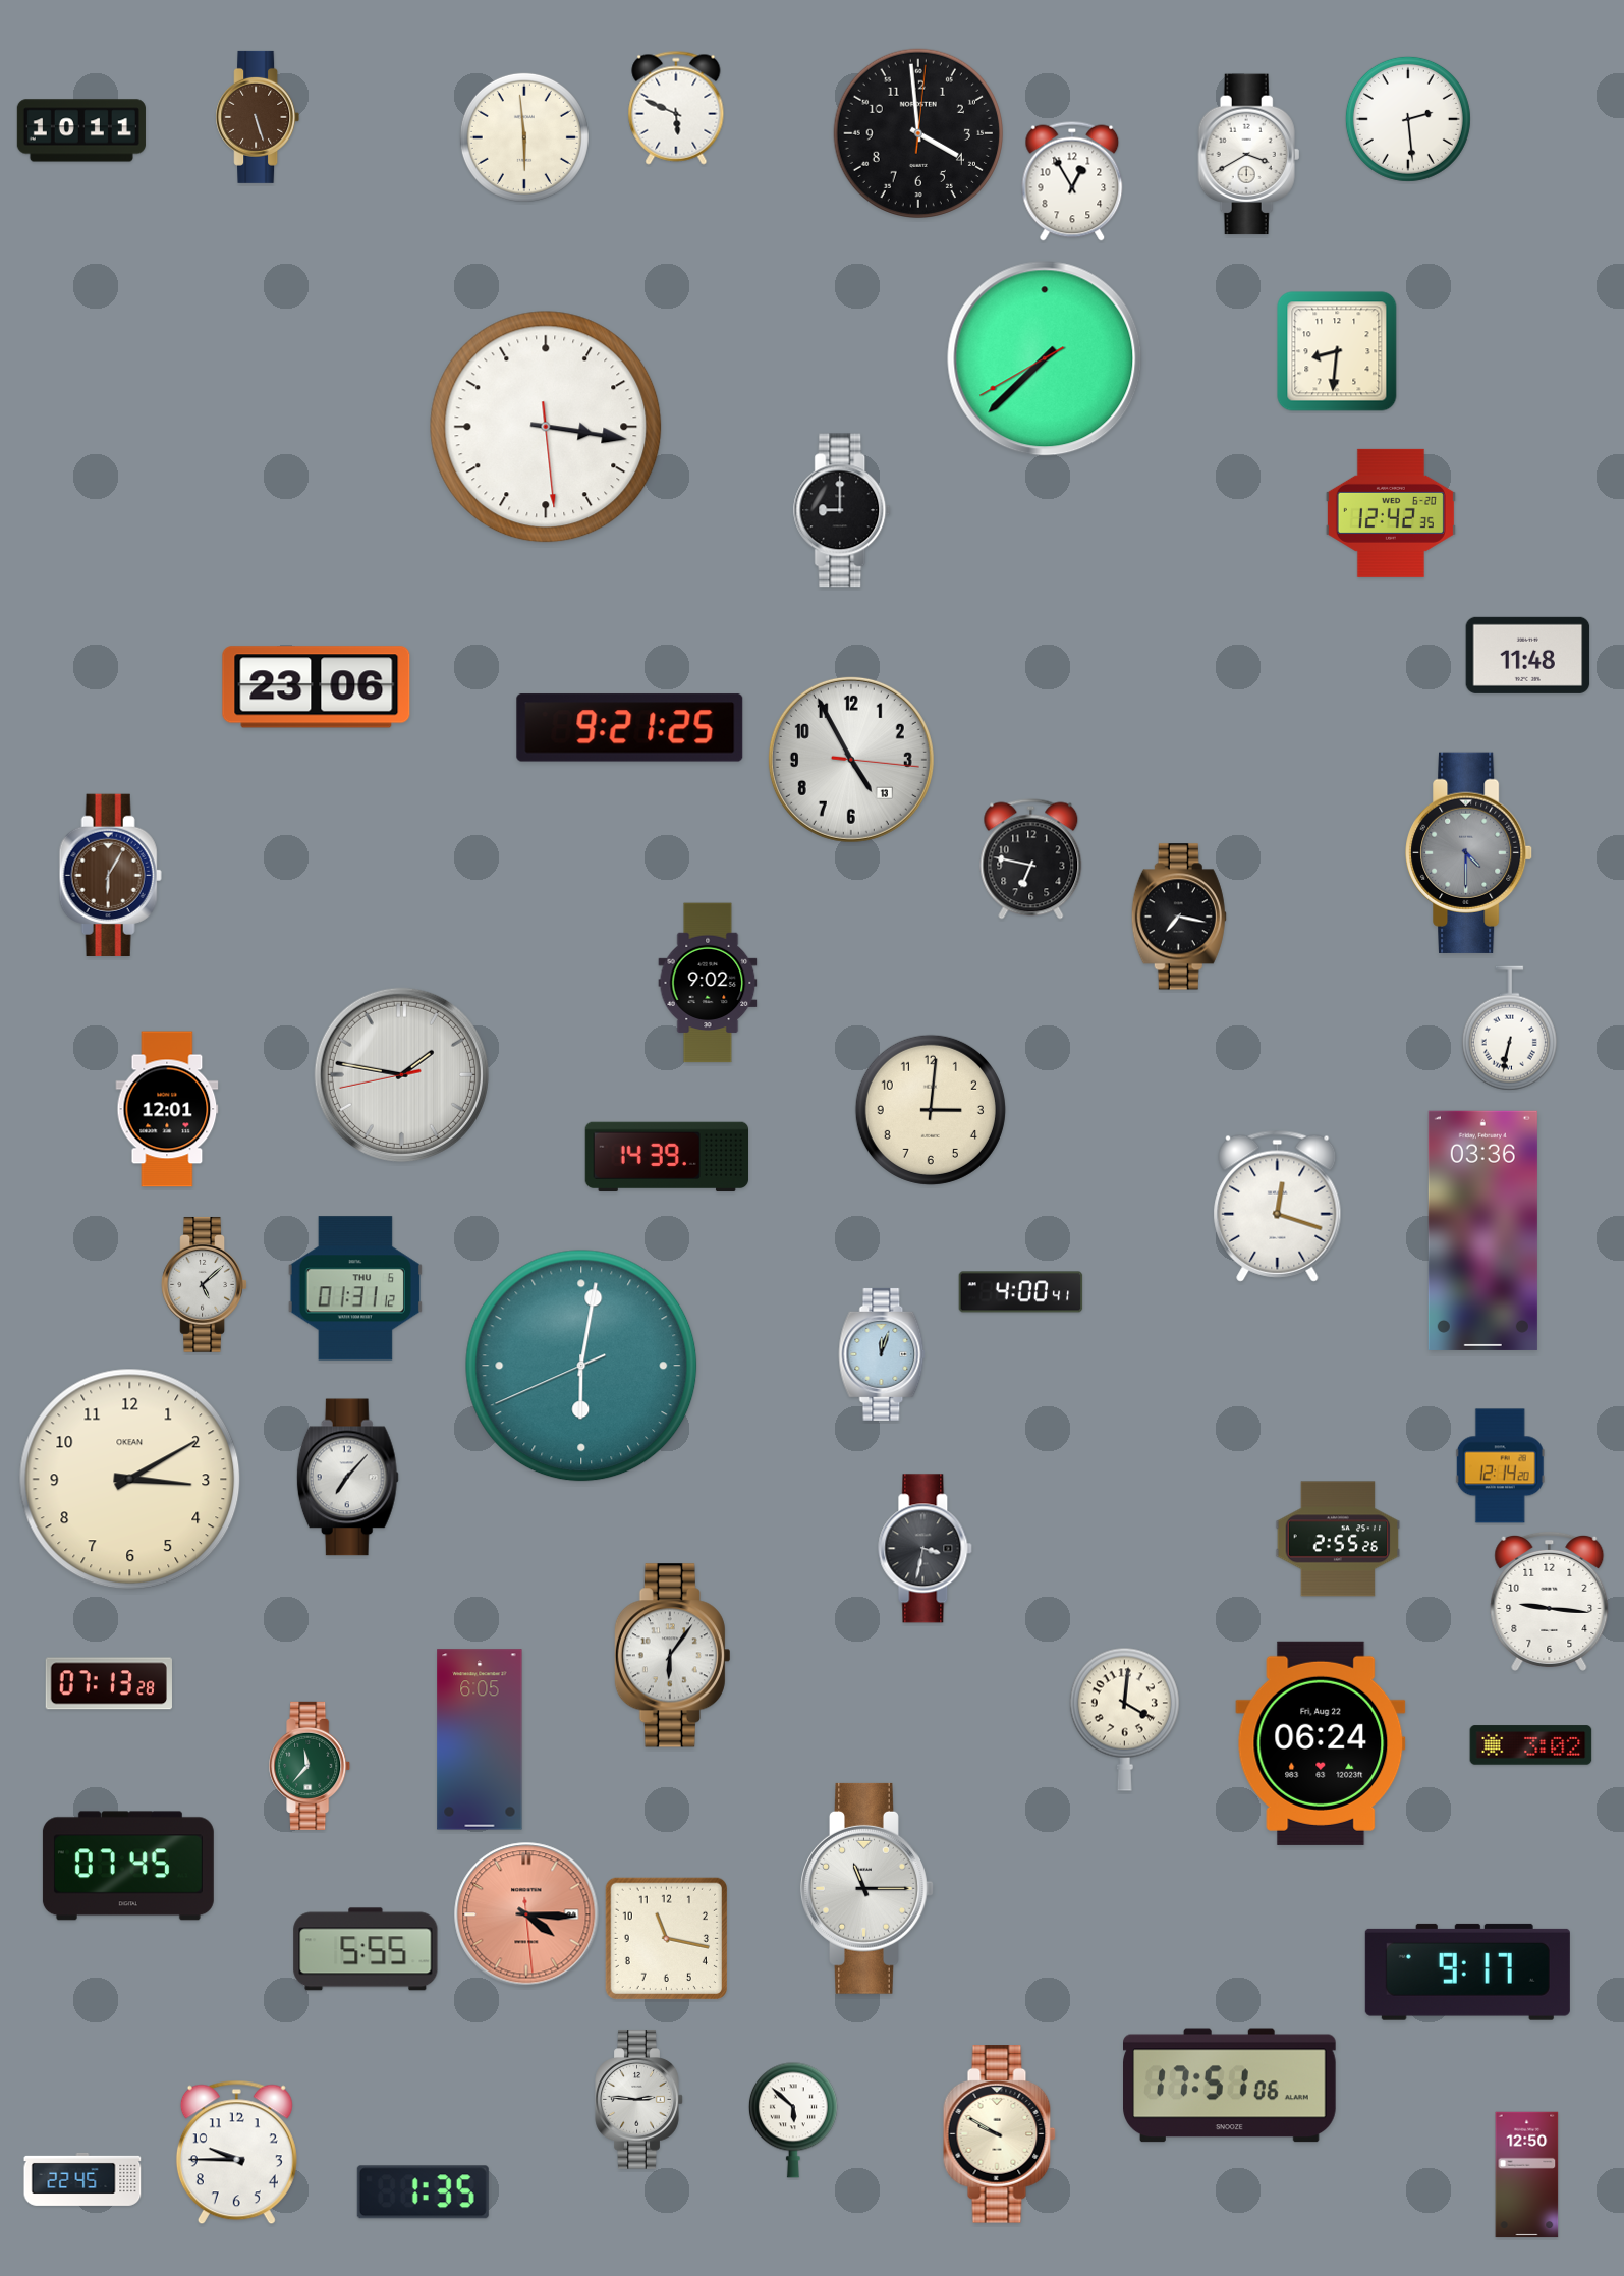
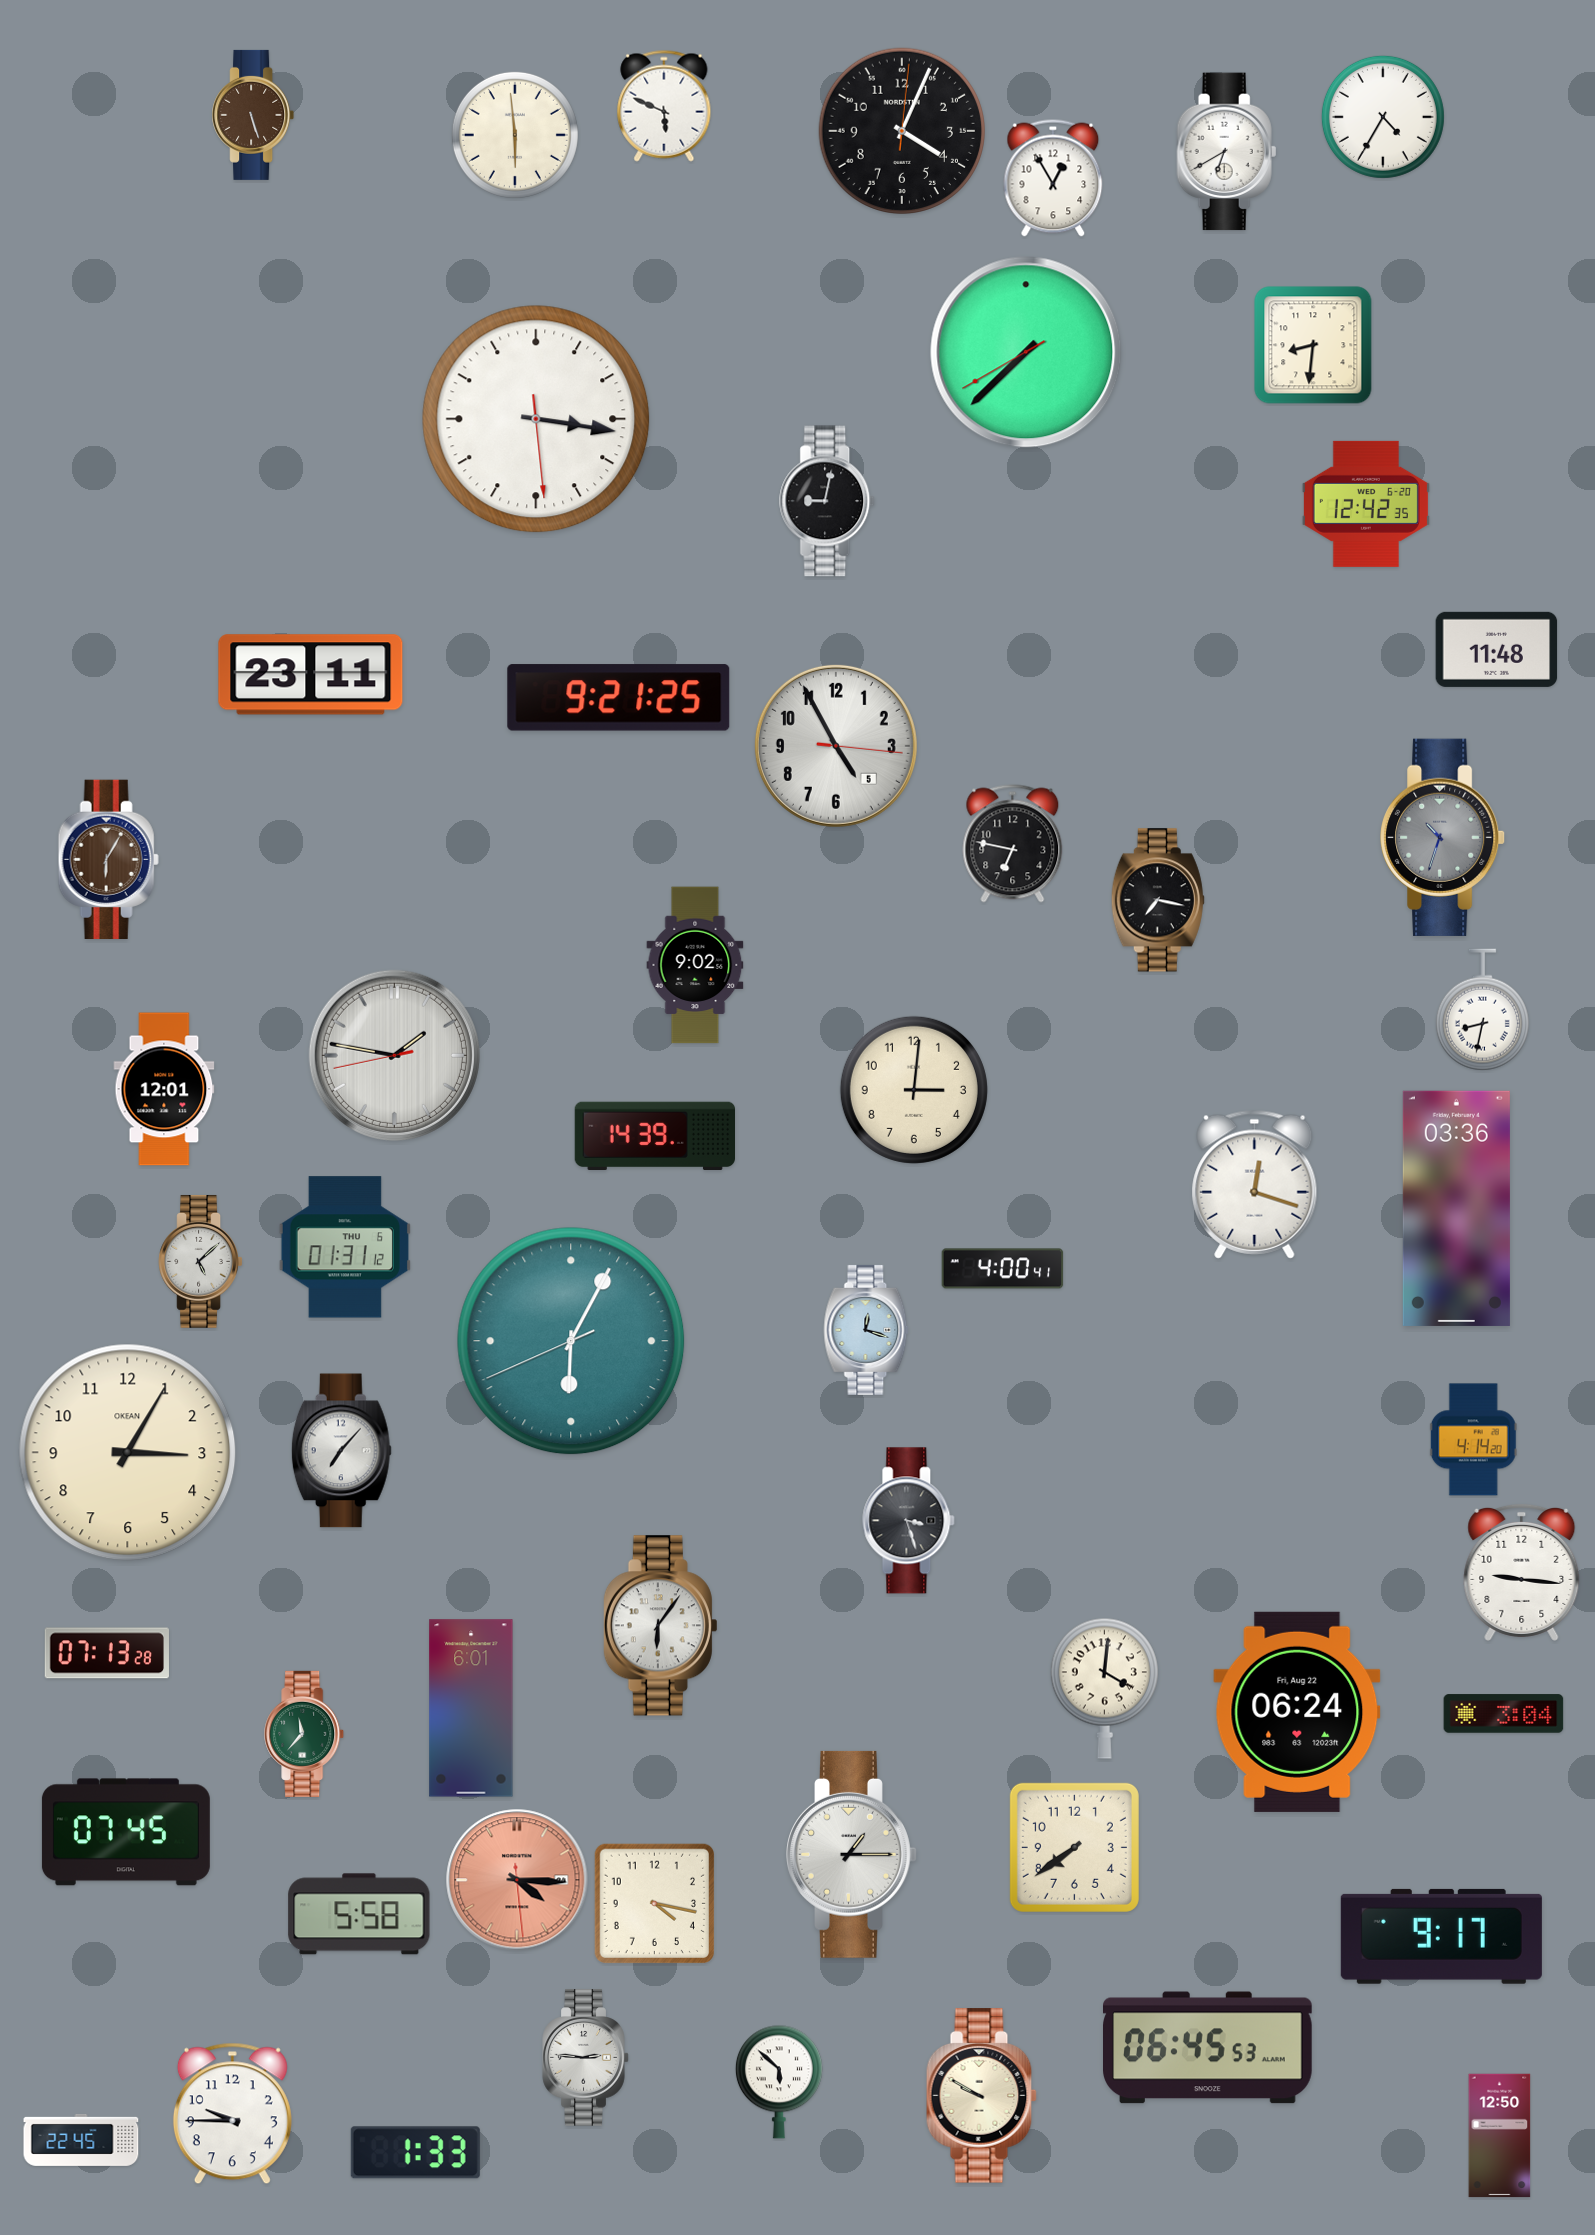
clock at (1408, 119): 2:29 -> 4:35
clock at (81, 130): 10:11 -> none
clock at (918, 133): 3:59 -> 4:04
clock at (1249, 155): 3:40 -> 6:40
clock at (843, 510): 9:00 -> 9:02
clock at (1528, 655) position: (1528, 655) -> (1497, 649)
clock at (317, 687): 23:06 -> 23:11
clock at (630, 728) position: (630, 728) -> (619, 698)
clock at (851, 760) date: 13 -> 5
clock at (1469, 852): 4:30 -> 10:33
clock at (1509, 1029): 6:32 -> 8:32
clock at (355, 1288) position: (355, 1288) -> (345, 1247)
clock at (882, 1354): 12:03 -> 12:18
clock at (581, 1366): 6:01 -> 6:04
clock at (1500, 1466): 12:14 -> 4:14
clock at (130, 1480): 3:10 -> 3:05
clock at (1338, 1539): 2:55 -> none
clock at (926, 1549): 3:32 -> 3:27
clock at (480, 1739): 6:05 -> 6:01
clock at (1531, 1745): 3:02 -> 3:04
clock at (1074, 1847): none -> 7:39
clock at (867, 1888): 11:15 -> 1:15
clock at (666, 1938): 11:17 -> 4:17
clock at (366, 1949): 5:55 -> 5:58
clock at (1230, 2086): 17:51 -> 06:45
clock at (639, 2100) position: (639, 2100) -> (586, 2058)
clock at (423, 2192): 1:35 -> 1:33
